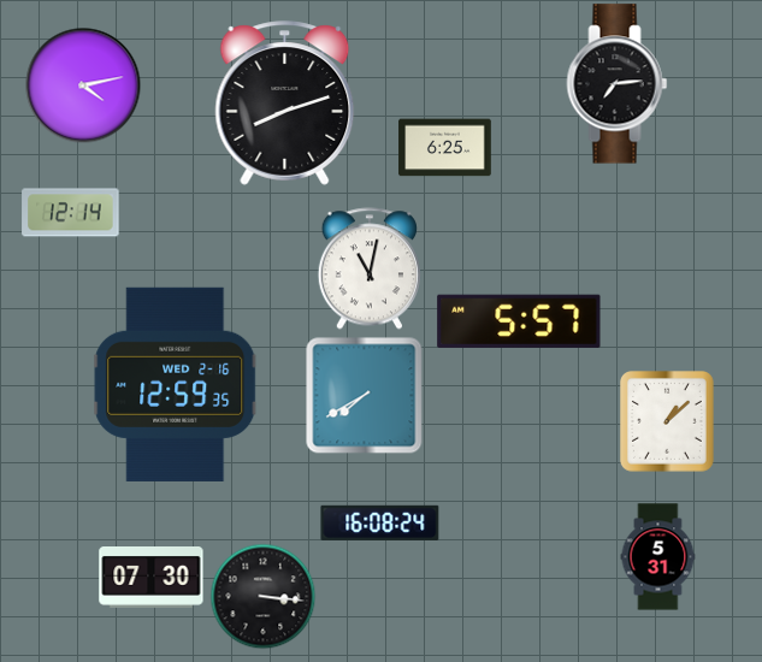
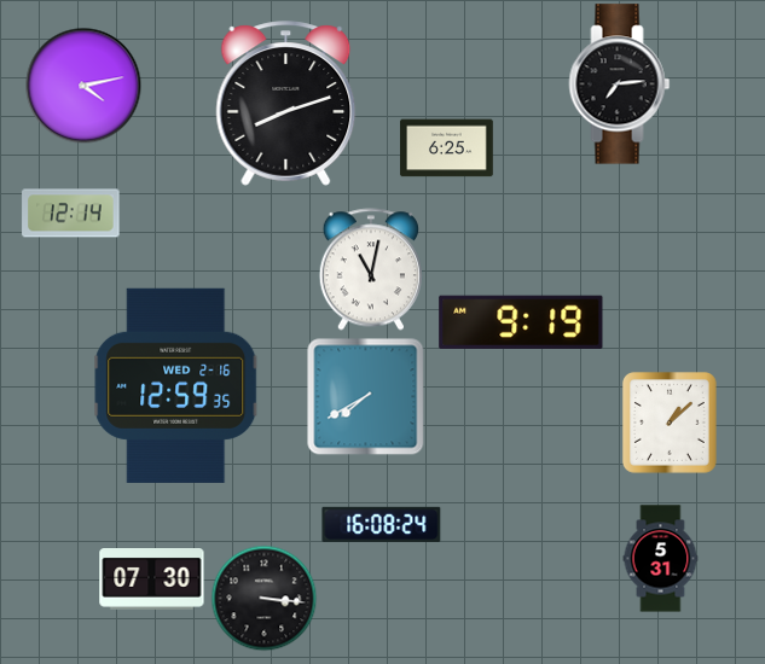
clock at (519, 321): 5:57 -> 9:19
